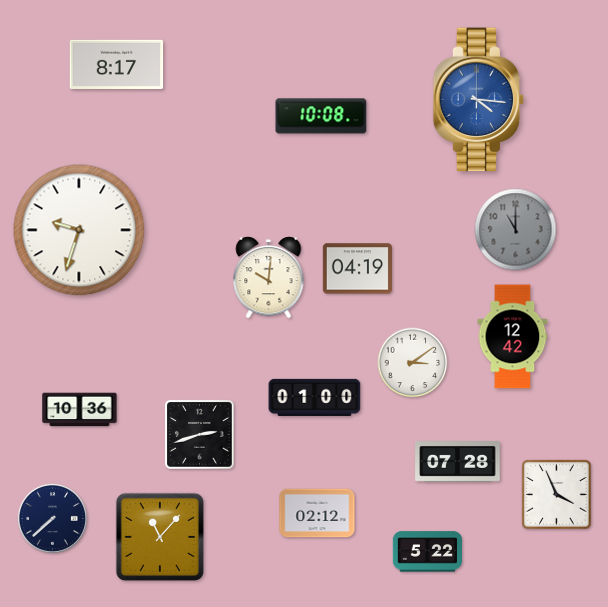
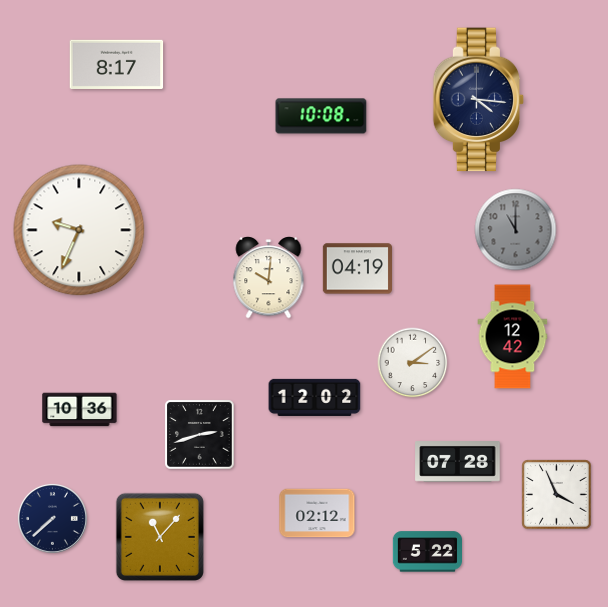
clock at (479, 100) dial: blue -> navy
clock at (79, 230): 9:33 -> 9:34
clock at (315, 397): 01:00 -> 12:02
